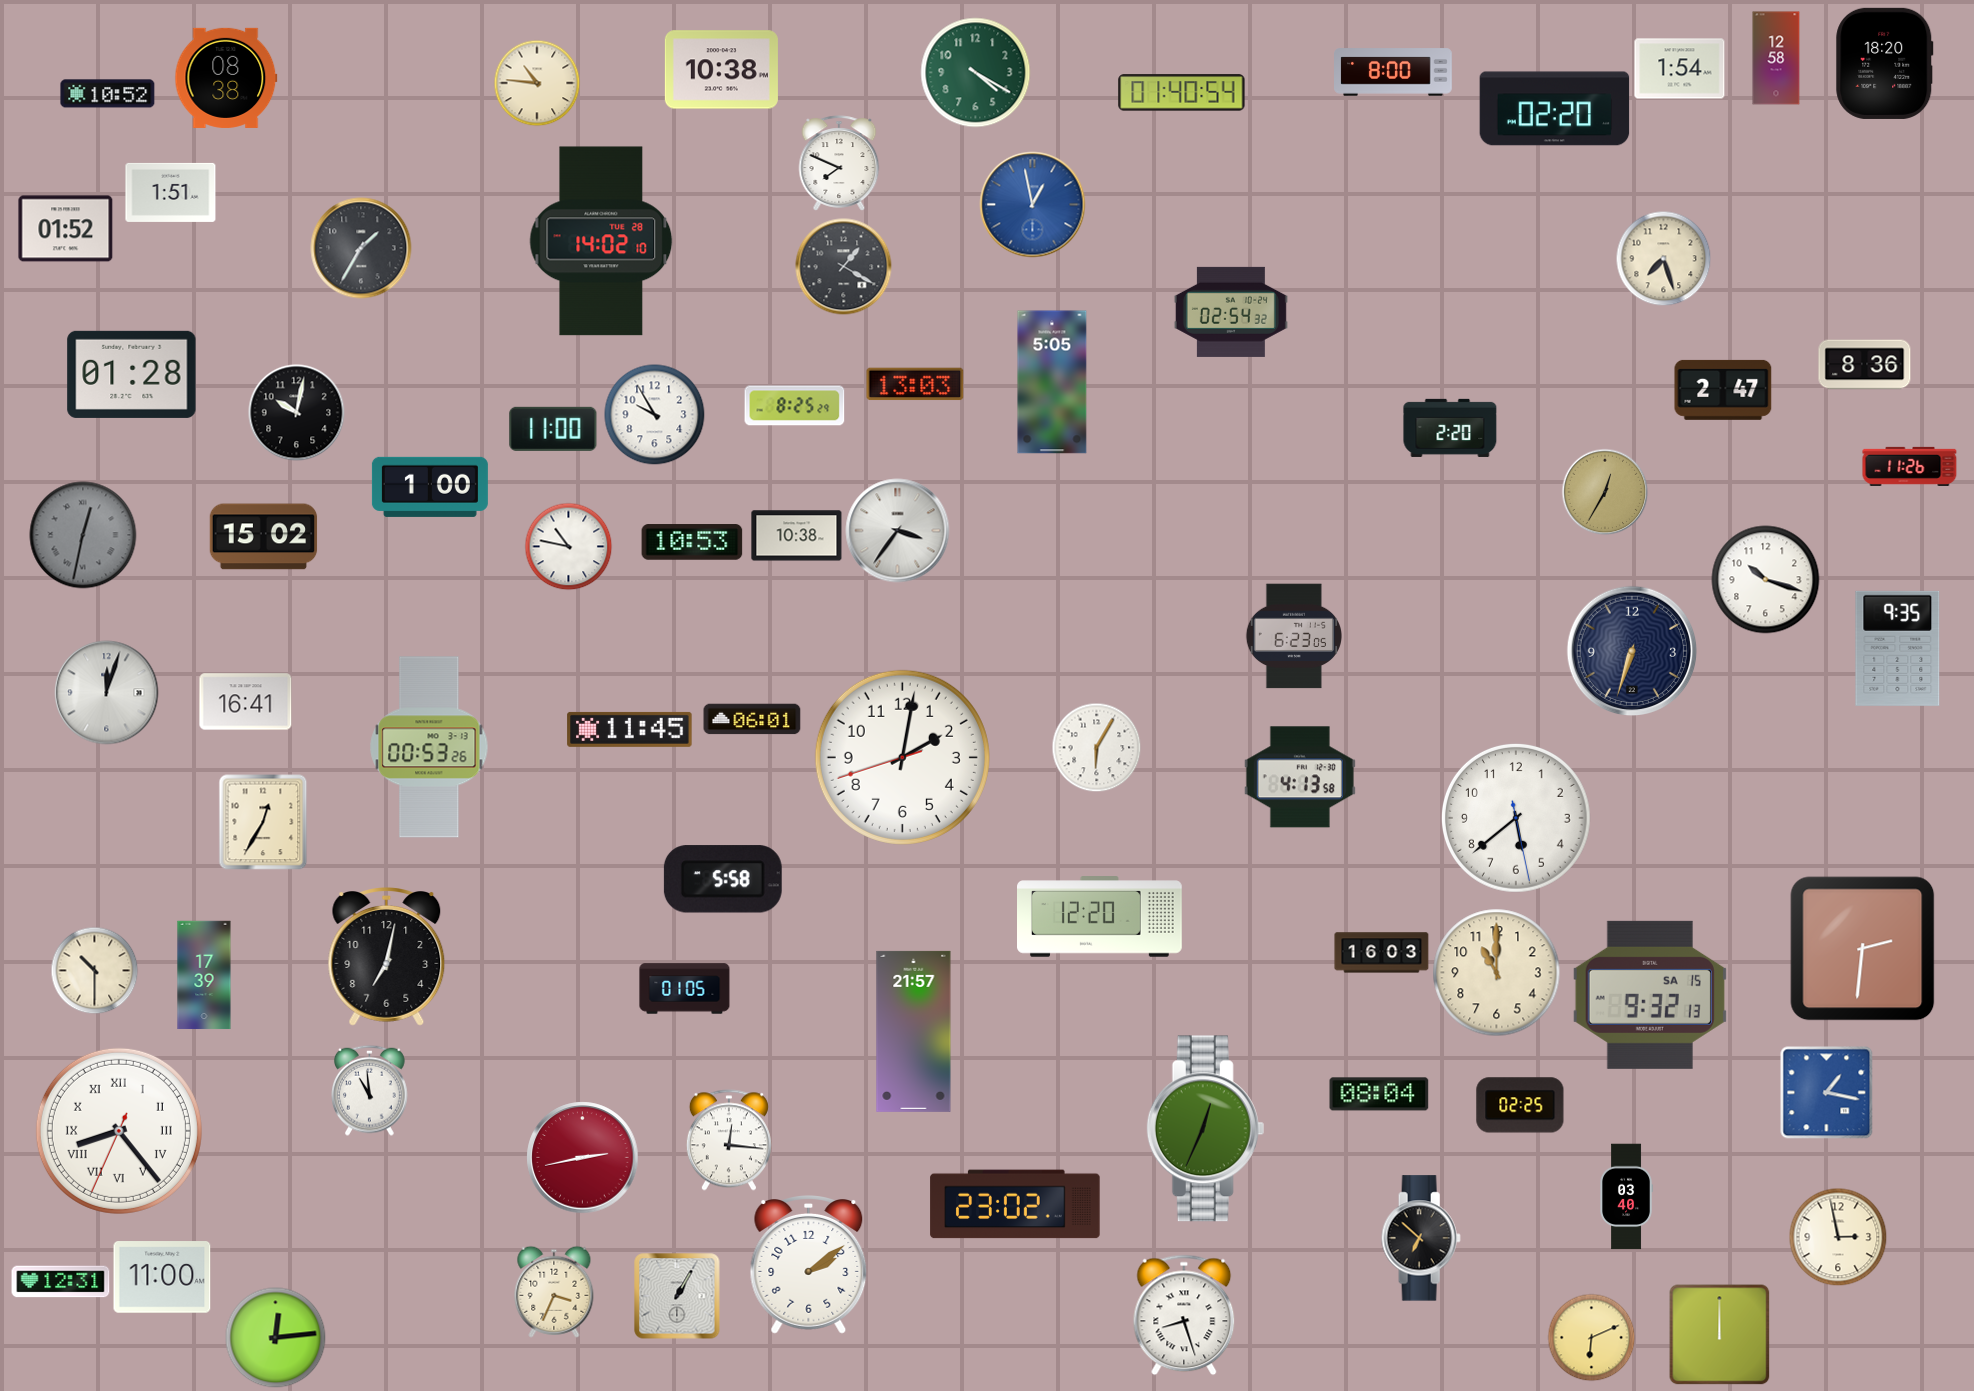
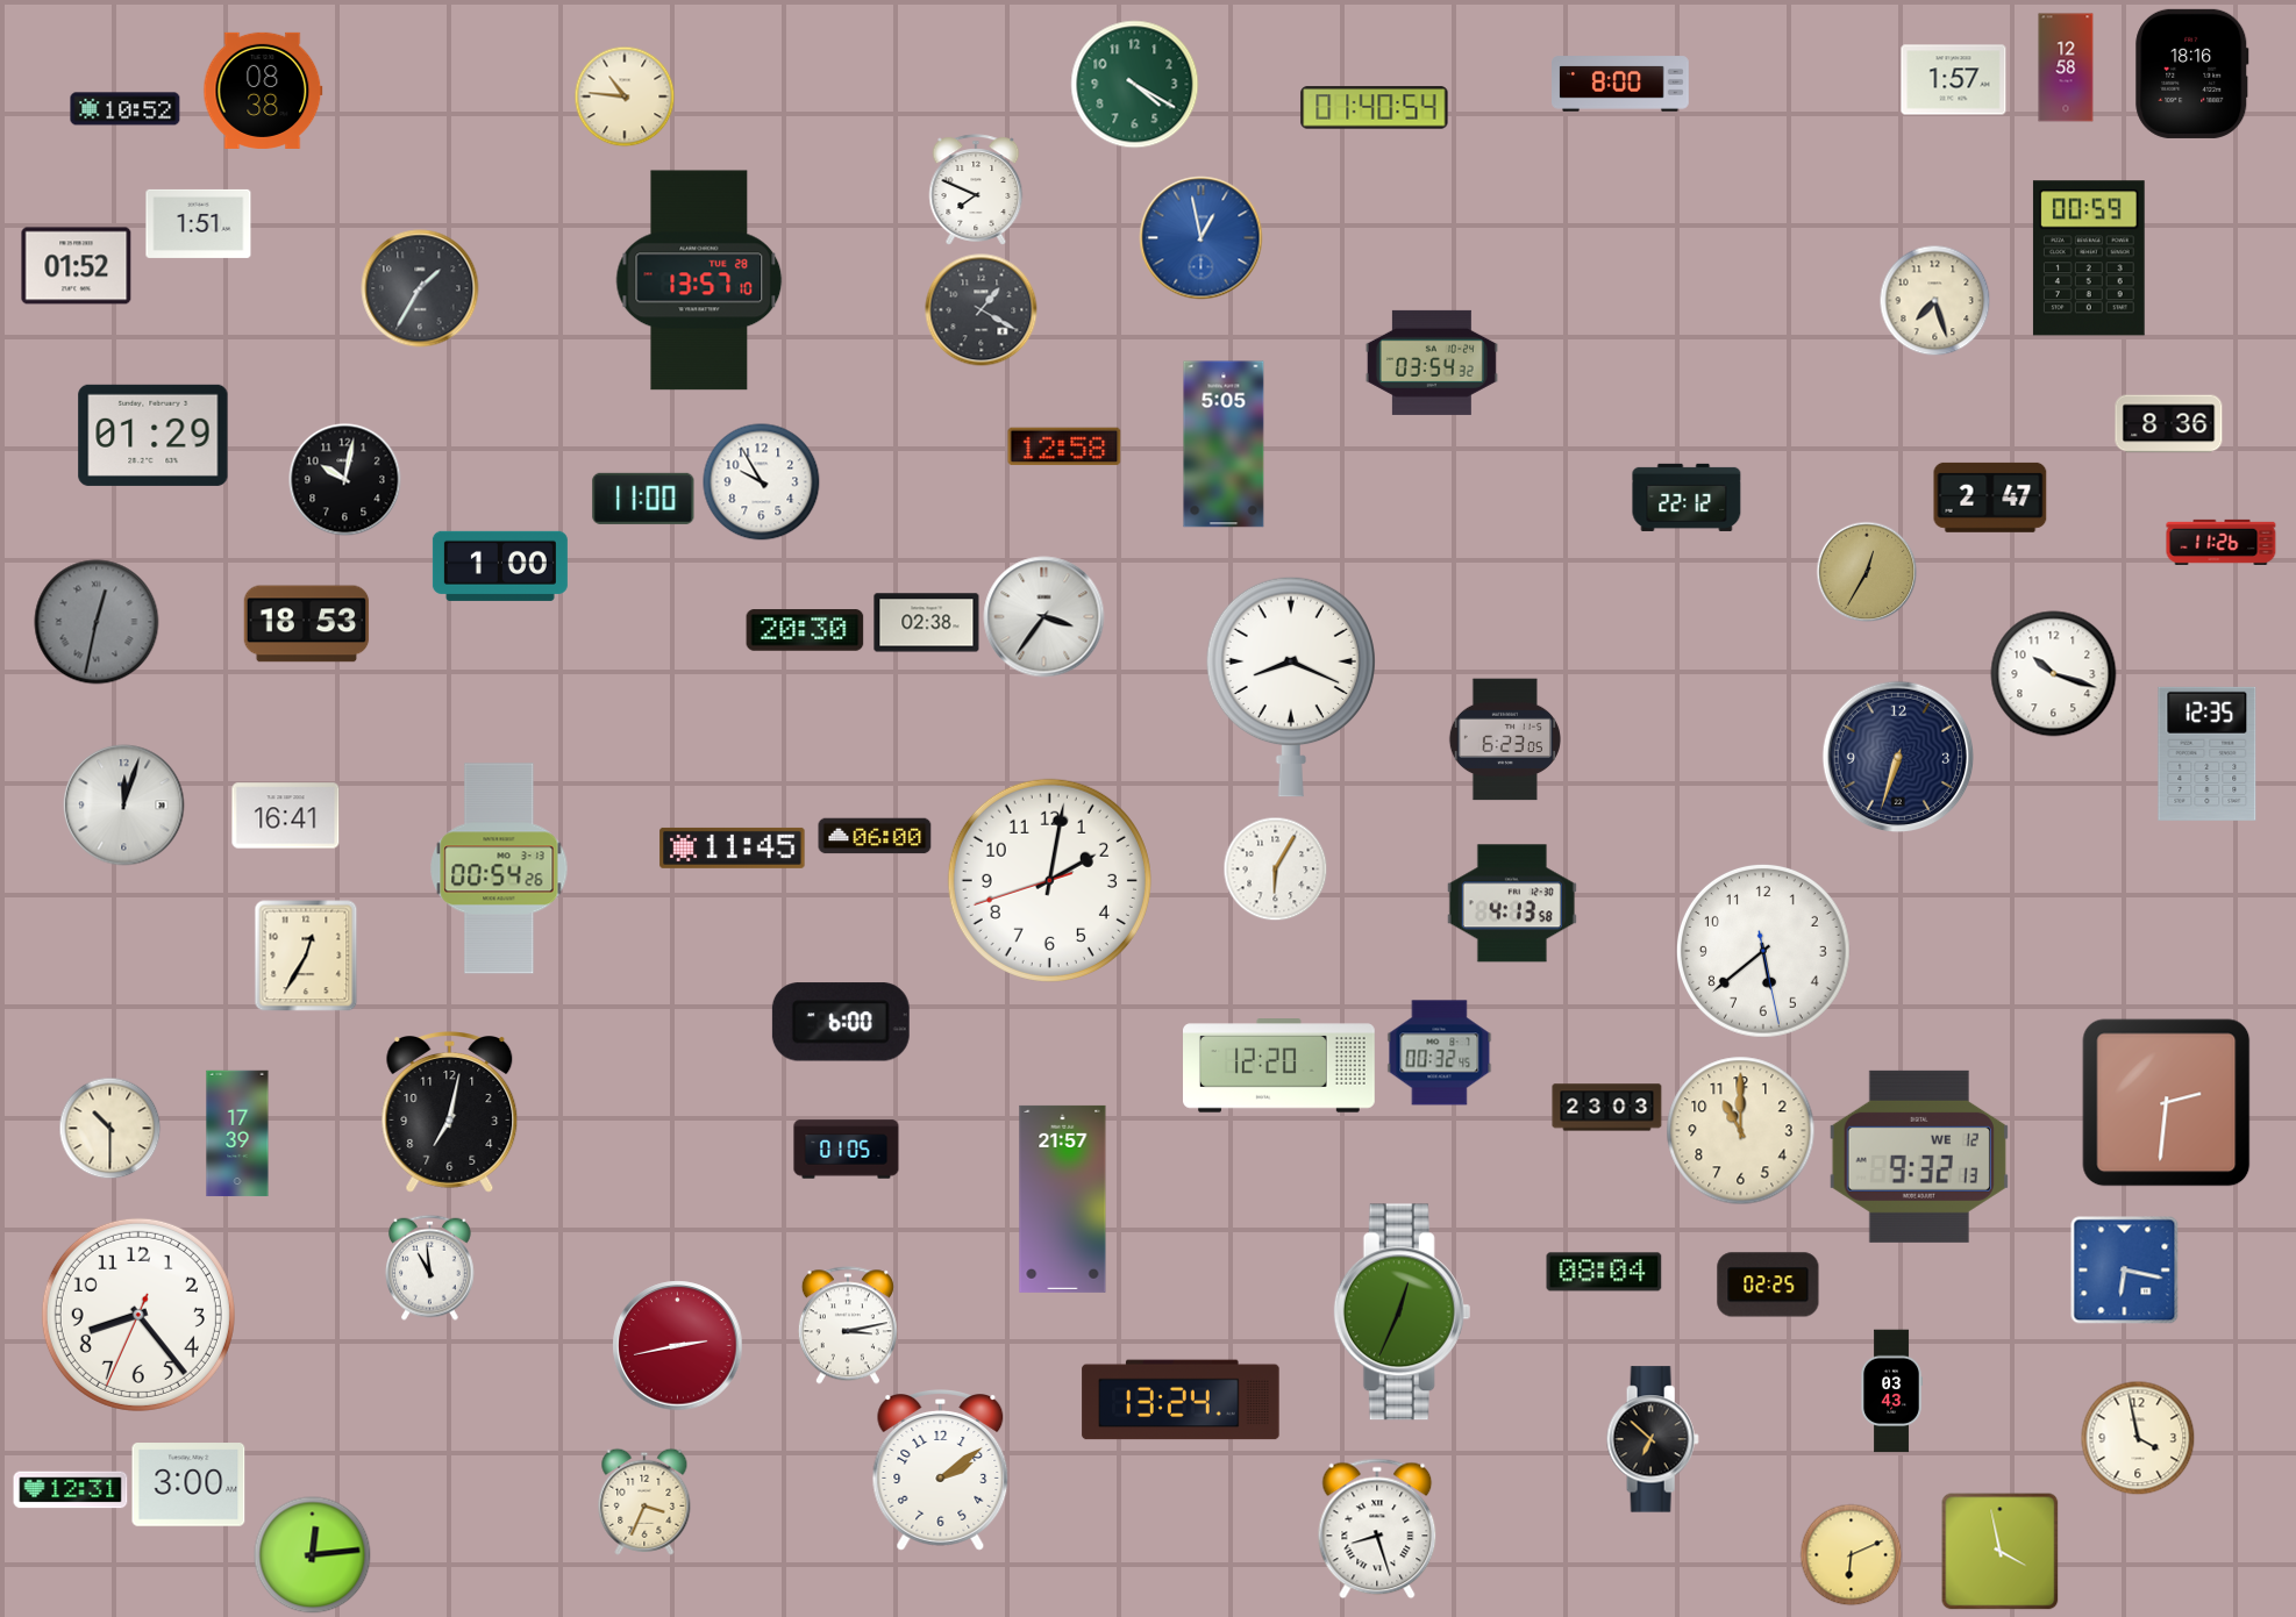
clock at (1885, 63): 18:20 -> 18:16
clock at (1680, 69): 1:54 -> 1:57
clock at (721, 70): 10:38 -> none
clock at (1555, 109): 02:20 -> none
clock at (2089, 258): none -> 00:59
clock at (601, 241): 14:02 -> 13:57
clock at (1231, 312): 02:54 -> 03:54
clock at (132, 374): 01:28 -> 01:29
clock at (915, 384): 13:03 -> 12:58
clock at (1723, 390) position: (1723, 390) -> (1990, 498)
clock at (795, 406): 8:25 -> none
clock at (1450, 428): 2:20 -> 22:12
clock at (797, 536): 10:38 -> 02:38
clock at (264, 537): 15:02 -> 18:53
clock at (692, 542): 10:53 -> 20:30
clock at (568, 546): 10:47 -> none
clock at (1291, 687): none -> 8:19
clock at (1898, 648): 9:35 -> 12:35
clock at (752, 719): 06:01 -> 06:00
clock at (429, 747): 00:53 -> 00:54
clock at (723, 879): 5:58 -> 6:00
clock at (1440, 1053): none -> 00:32
clock at (1382, 953): 16:03 -> 23:03
clock at (685, 989) position: (685, 989) -> (847, 1150)
clock at (1650, 995) date: SA 15 -> WE 12
clock at (1826, 1092): 1:17 -> 6:17
clock at (119, 1131) numerals: Roman -> Arabic
clock at (729, 1140): 12:16 -> 3:13
clock at (1626, 1197): 03:40 -> 03:43
clock at (1015, 1204): 23:02 -> 13:24
clock at (1838, 1237): 2:58 -> 3:58
clock at (162, 1277): 11:00 -> 3:00
clock at (677, 1296): 1:05 -> none
clock at (1720, 1335): 12:00 -> 3:58
clock at (276, 1338) position: (276, 1338) -> (313, 1555)
